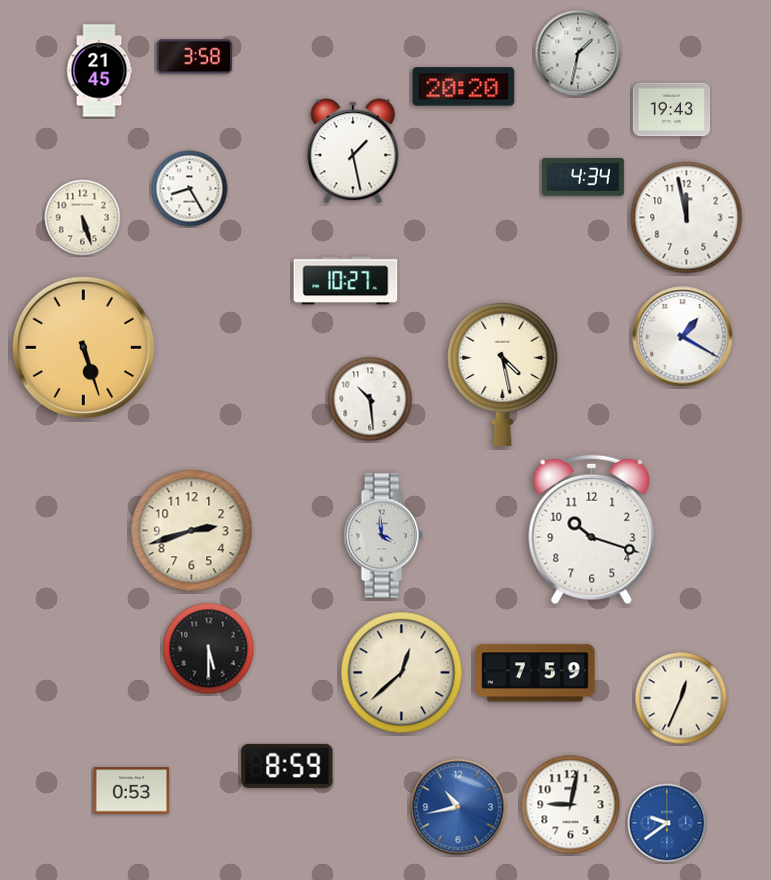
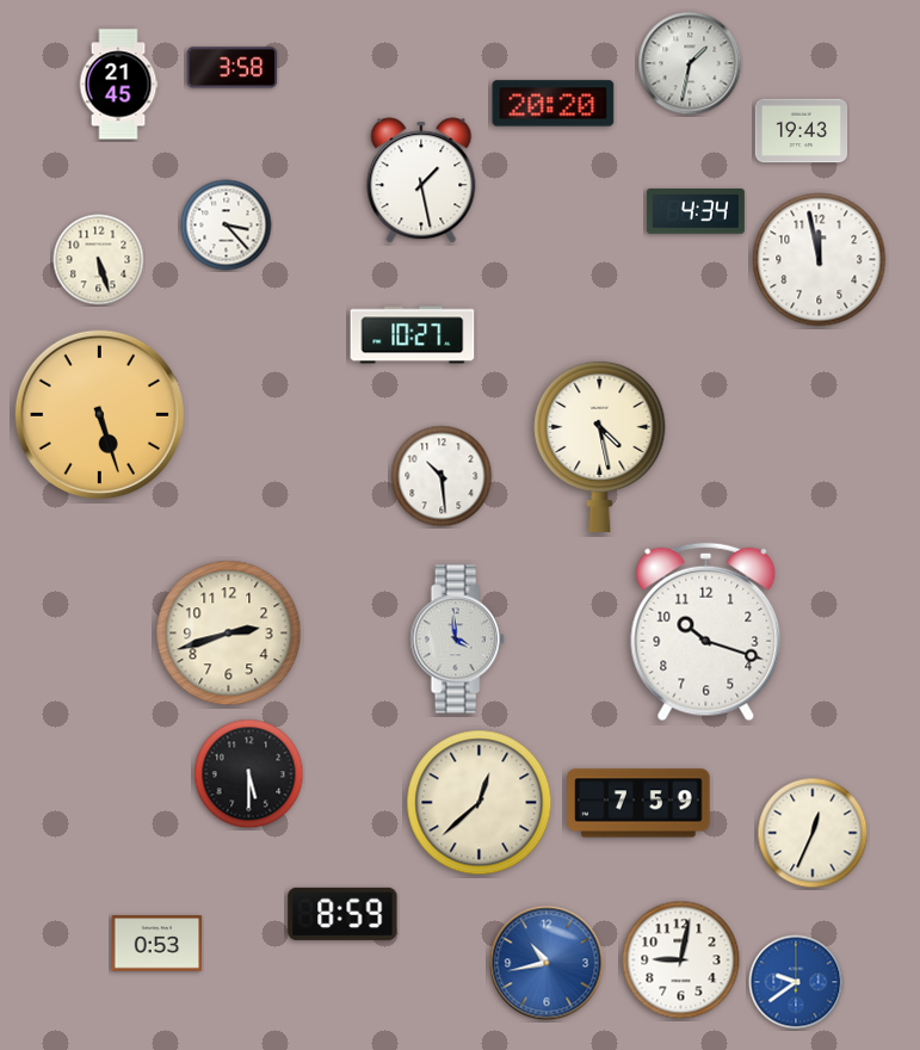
clock at (190, 189): 8:25 -> 3:23
clock at (683, 337): 1:20 -> none
